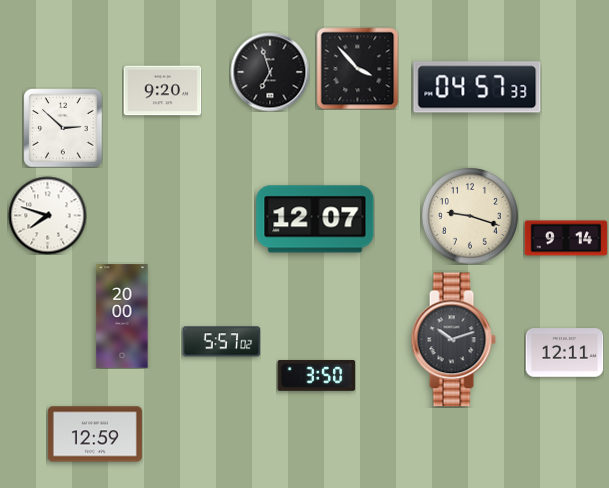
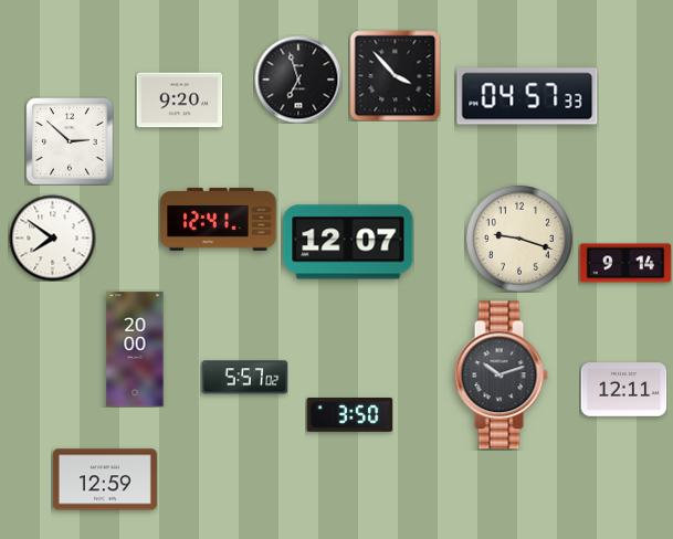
clock at (219, 220): none -> 12:41
clock at (47, 215): 7:48 -> 7:51
